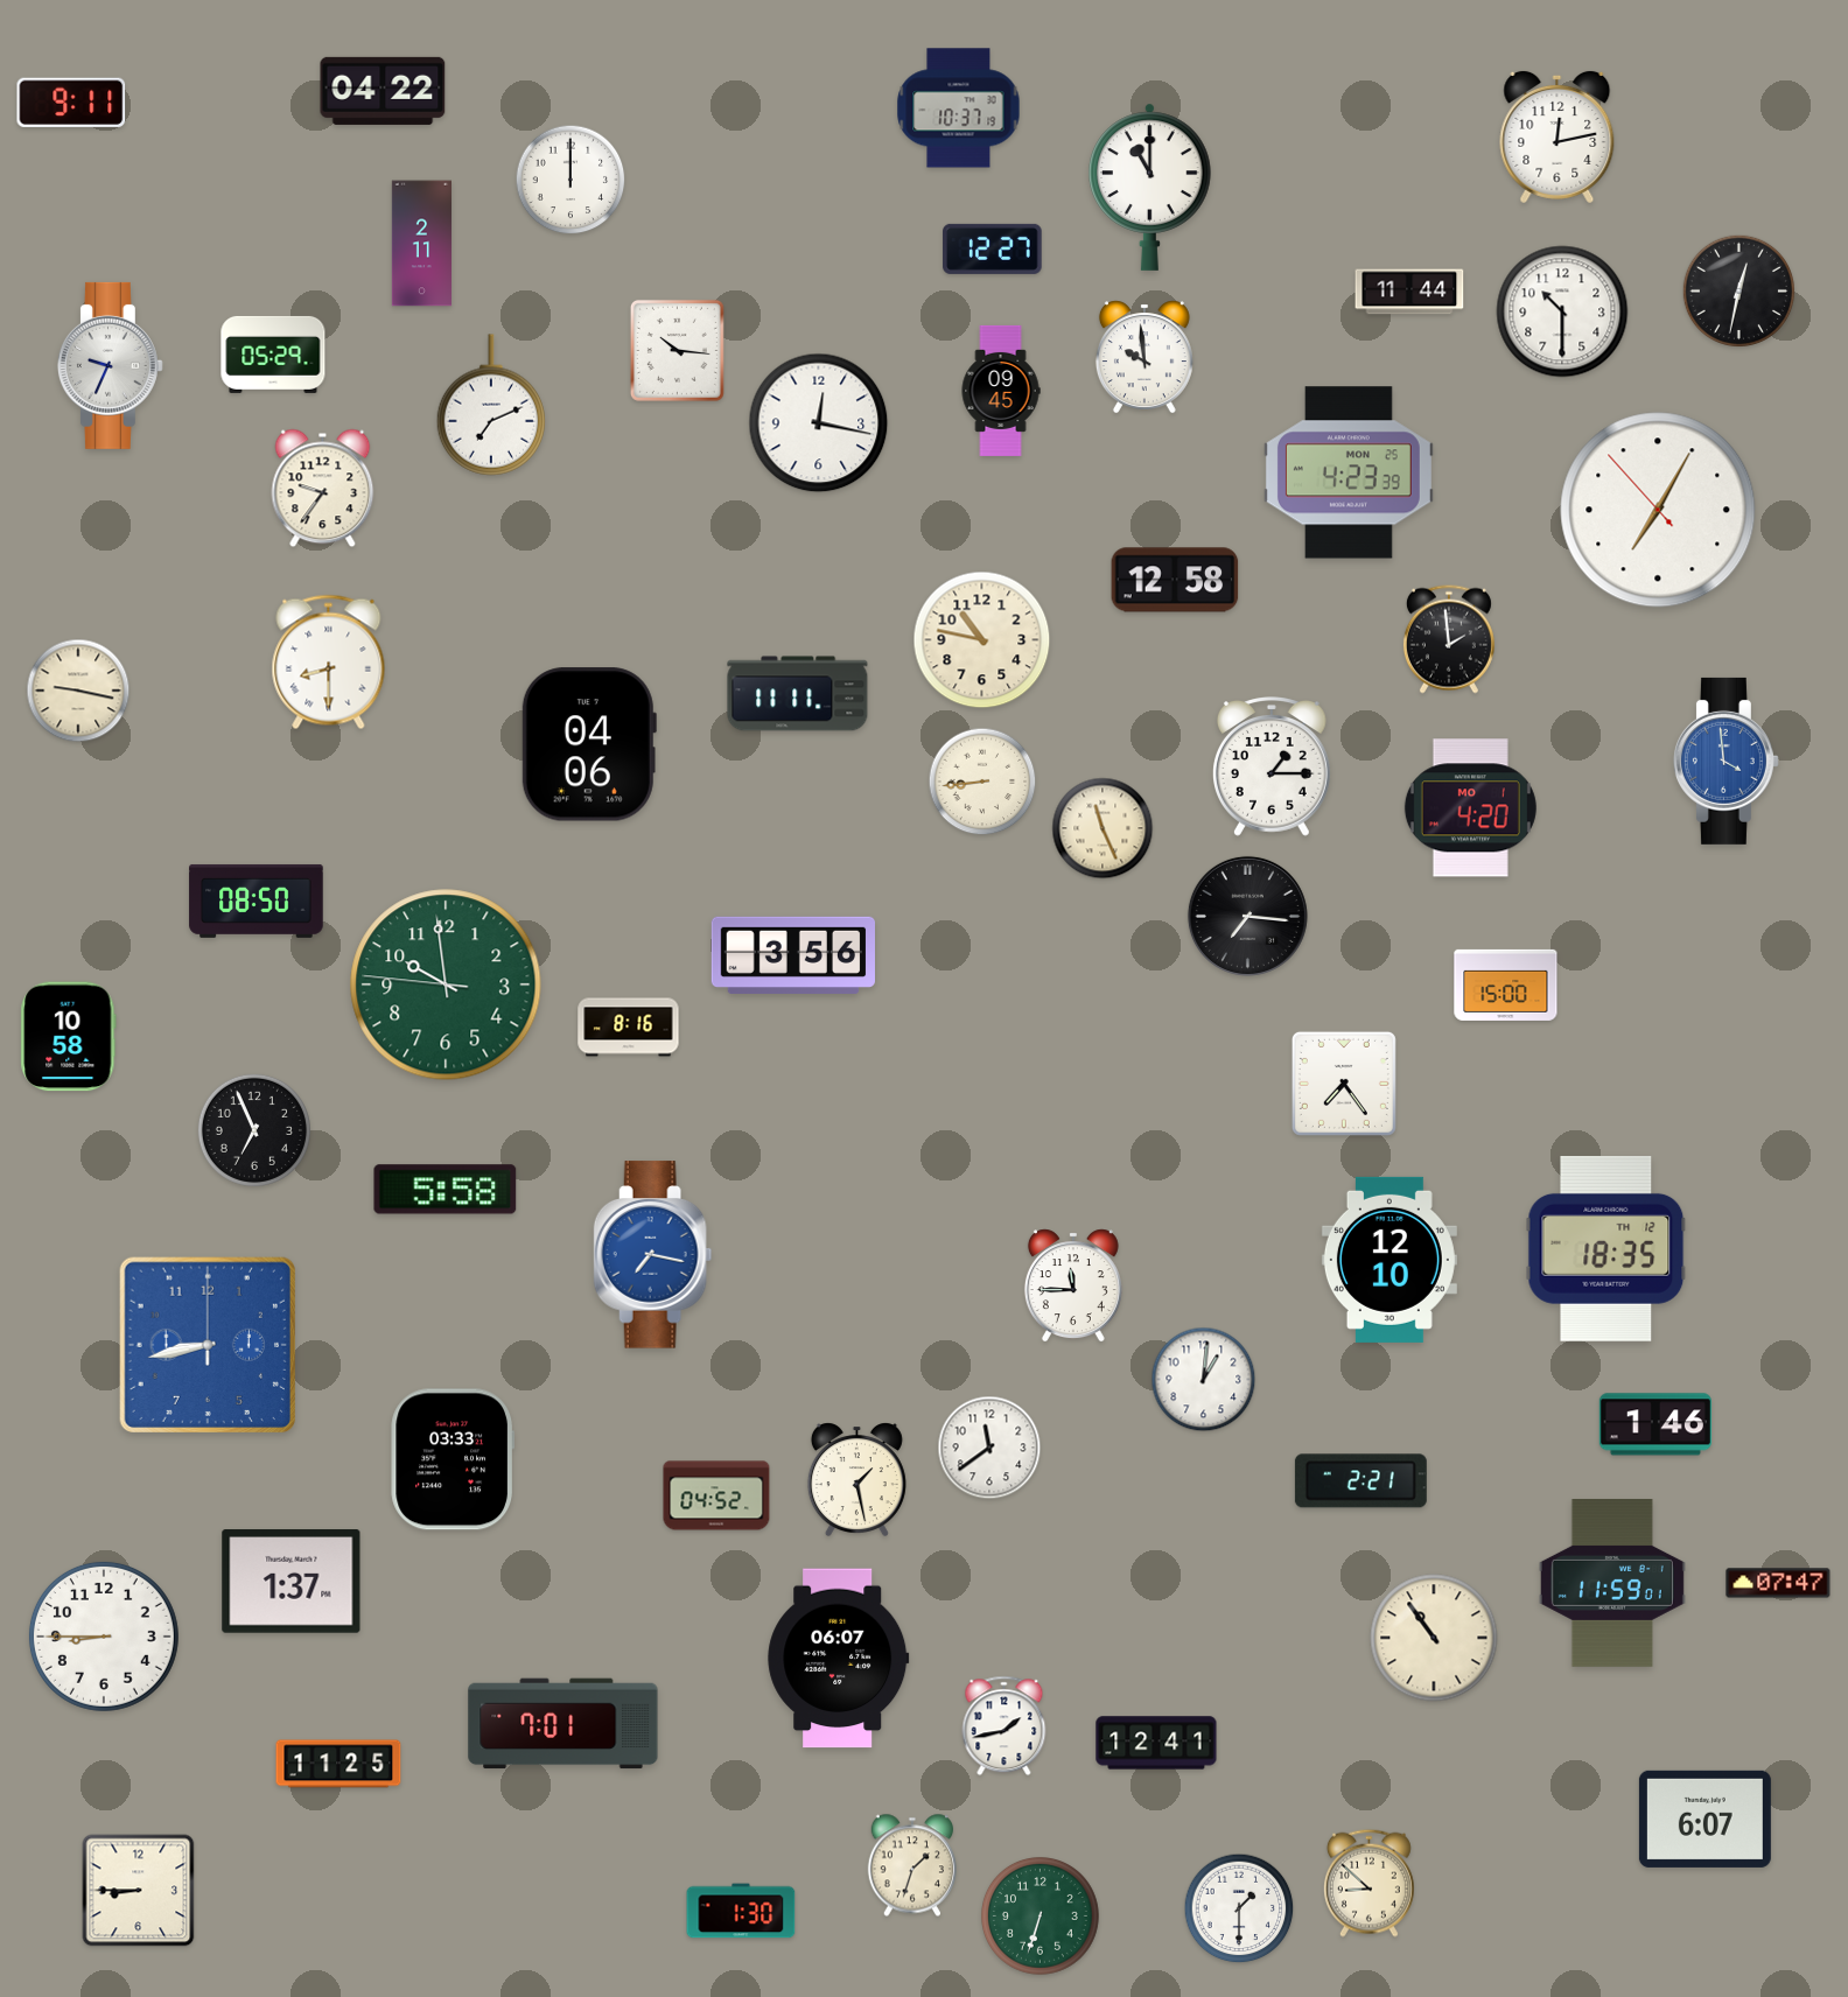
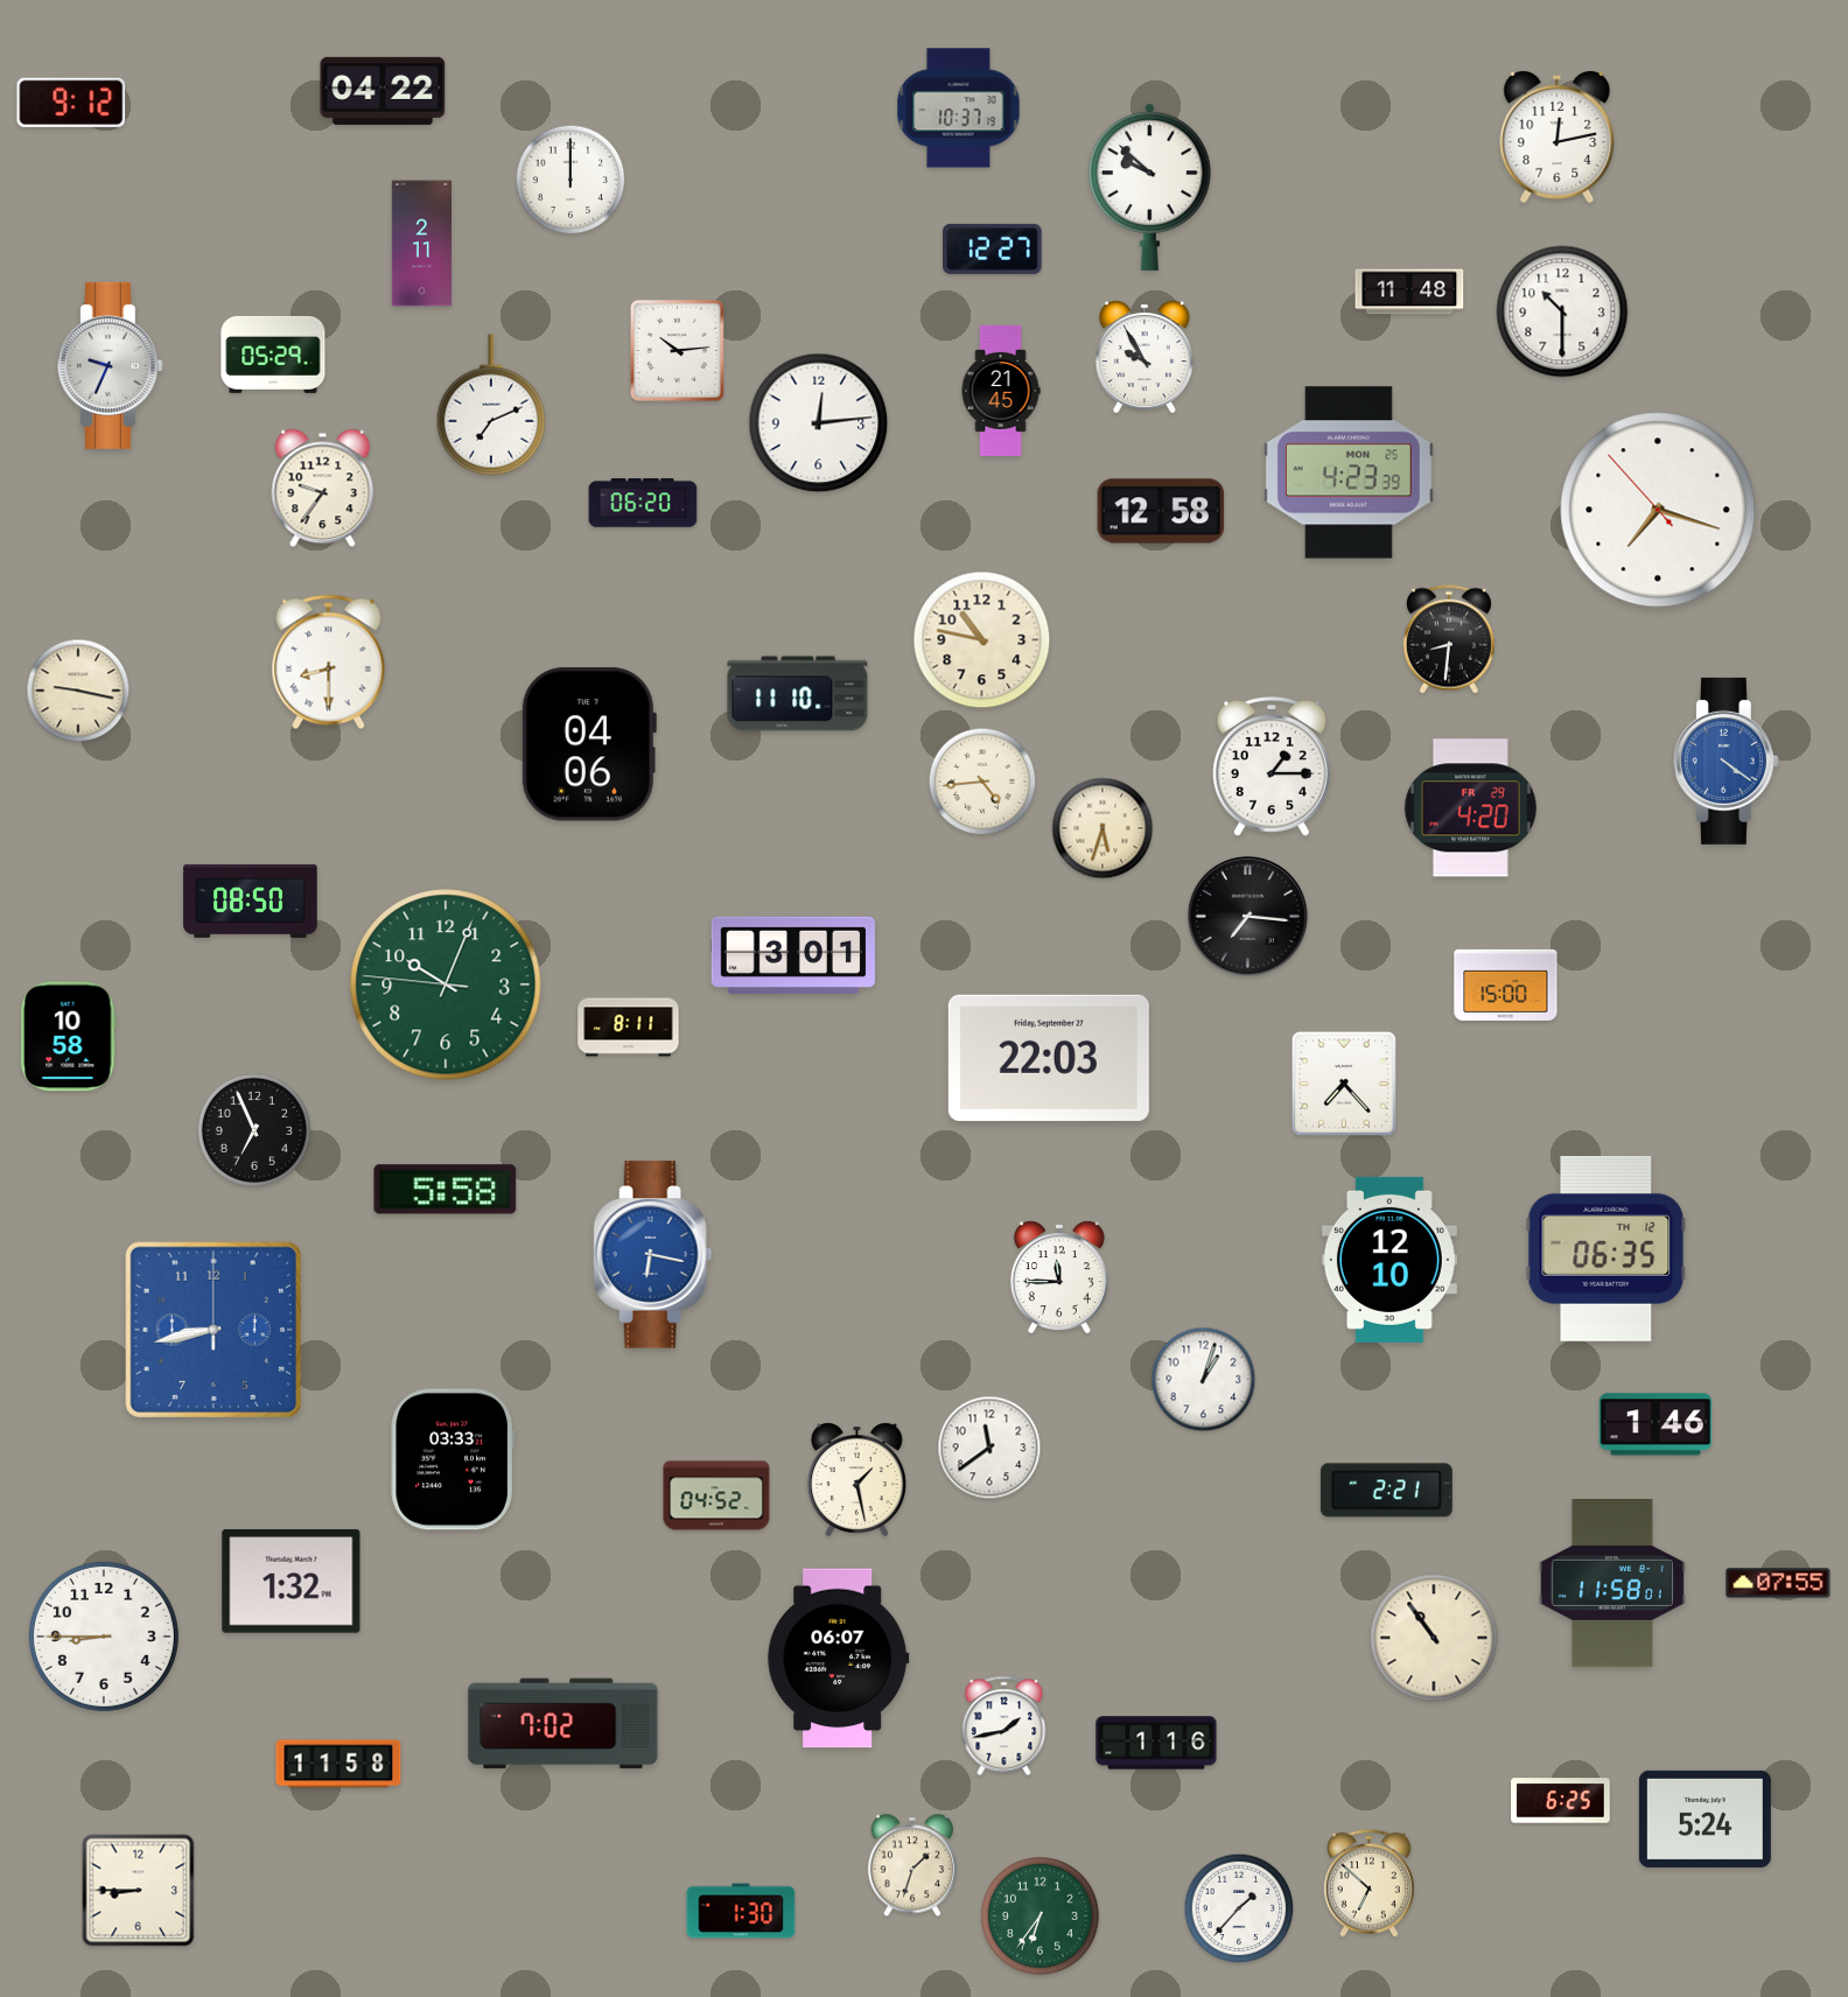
clock at (71, 103): 9:11 -> 9:12
clock at (1150, 187): 11:00 -> 9:52
clock at (1738, 290): 12:32 -> none
clock at (1409, 292): 11:44 -> 11:48
clock at (677, 350): 10:16 -> 10:14
clock at (1144, 357): 9:59 -> 9:55
clock at (1001, 391): 09:45 -> 21:45
clock at (819, 423): 12:17 -> 12:14
clock at (643, 503): none -> 06:20
clock at (1658, 510): 7:04 -> 7:17
clock at (1175, 580) position: (1175, 580) -> (1161, 511)
clock at (1449, 639): 1:59 -> 8:31
clock at (798, 694): 11:11 -> 11:10
clock at (1725, 761): 3:59 -> 4:21
clock at (982, 782): 8:44 -> 4:44
clock at (1470, 808) date: MO 1 -> FR 29
clock at (1102, 828): 11:26 -> 5:33
clock at (257, 901) position: (257, 901) -> (251, 901)
clock at (792, 955): 3:56 -> 3:01
clock at (446, 985): 9:58 -> 10:03
clock at (629, 1028): 8:16 -> 8:11
clock at (1049, 1058): none -> 22:03
clock at (1344, 1084): 7:24 -> 7:23
clock at (1606, 1248): 18:35 -> 06:35
clock at (653, 1255): 7:17 -> 6:17
clock at (1073, 1285) position: (1073, 1285) -> (1059, 1277)
clock at (208, 1345) position: (208, 1345) -> (213, 1330)
clock at (1204, 1380): 1:01 -> 1:03
clock at (1360, 1481) position: (1360, 1481) -> (1386, 1491)
clock at (292, 1582): 1:37 -> 1:32
clock at (1778, 1583): 07:47 -> 07:55
clock at (1612, 1584): 11:59 -> 11:58
clock at (563, 1724): 7:01 -> 7:02
clock at (1156, 1743): 12:41 -> 1:16
clock at (338, 1764): 11:25 -> 11:58
clock at (1561, 1801): none -> 6:25
clock at (1704, 1819): 6:07 -> 5:24
clock at (1368, 1883): 8:52 -> 6:52
clock at (1239, 1908): 1:30 -> 1:37
clock at (1041, 1917): 6:33 -> 6:36
